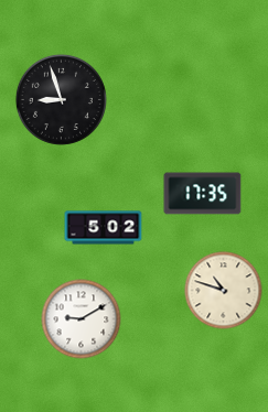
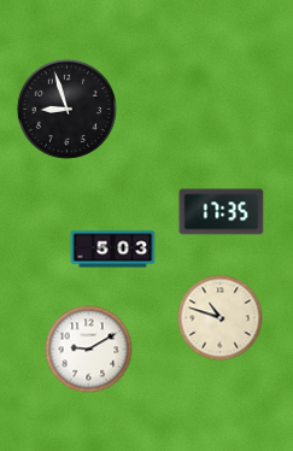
clock at (104, 228): 5:02 -> 5:03
clock at (224, 291) position: (224, 291) -> (221, 318)
